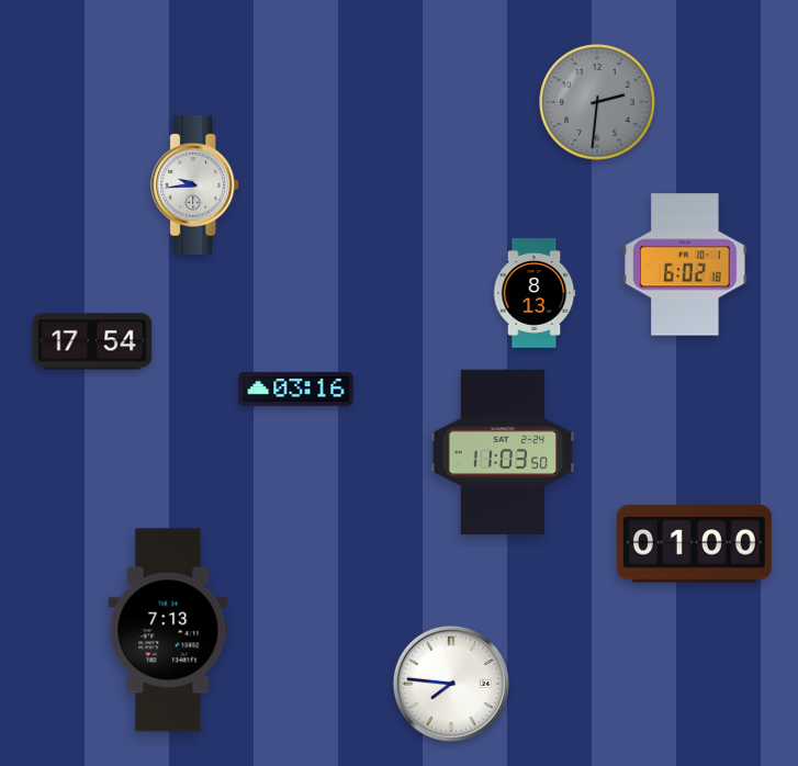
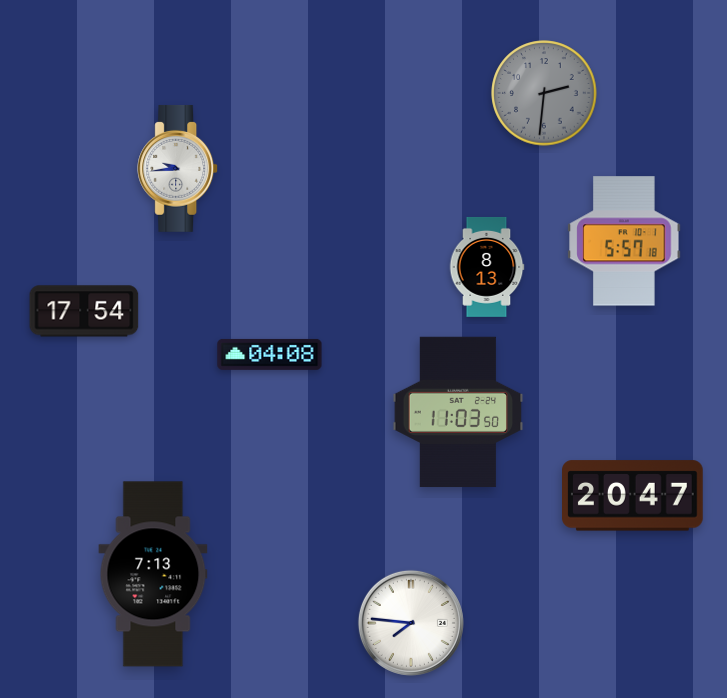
clock at (685, 264): 6:02 -> 5:57
clock at (296, 388): 03:16 -> 04:08
clock at (695, 544): 01:00 -> 20:47
